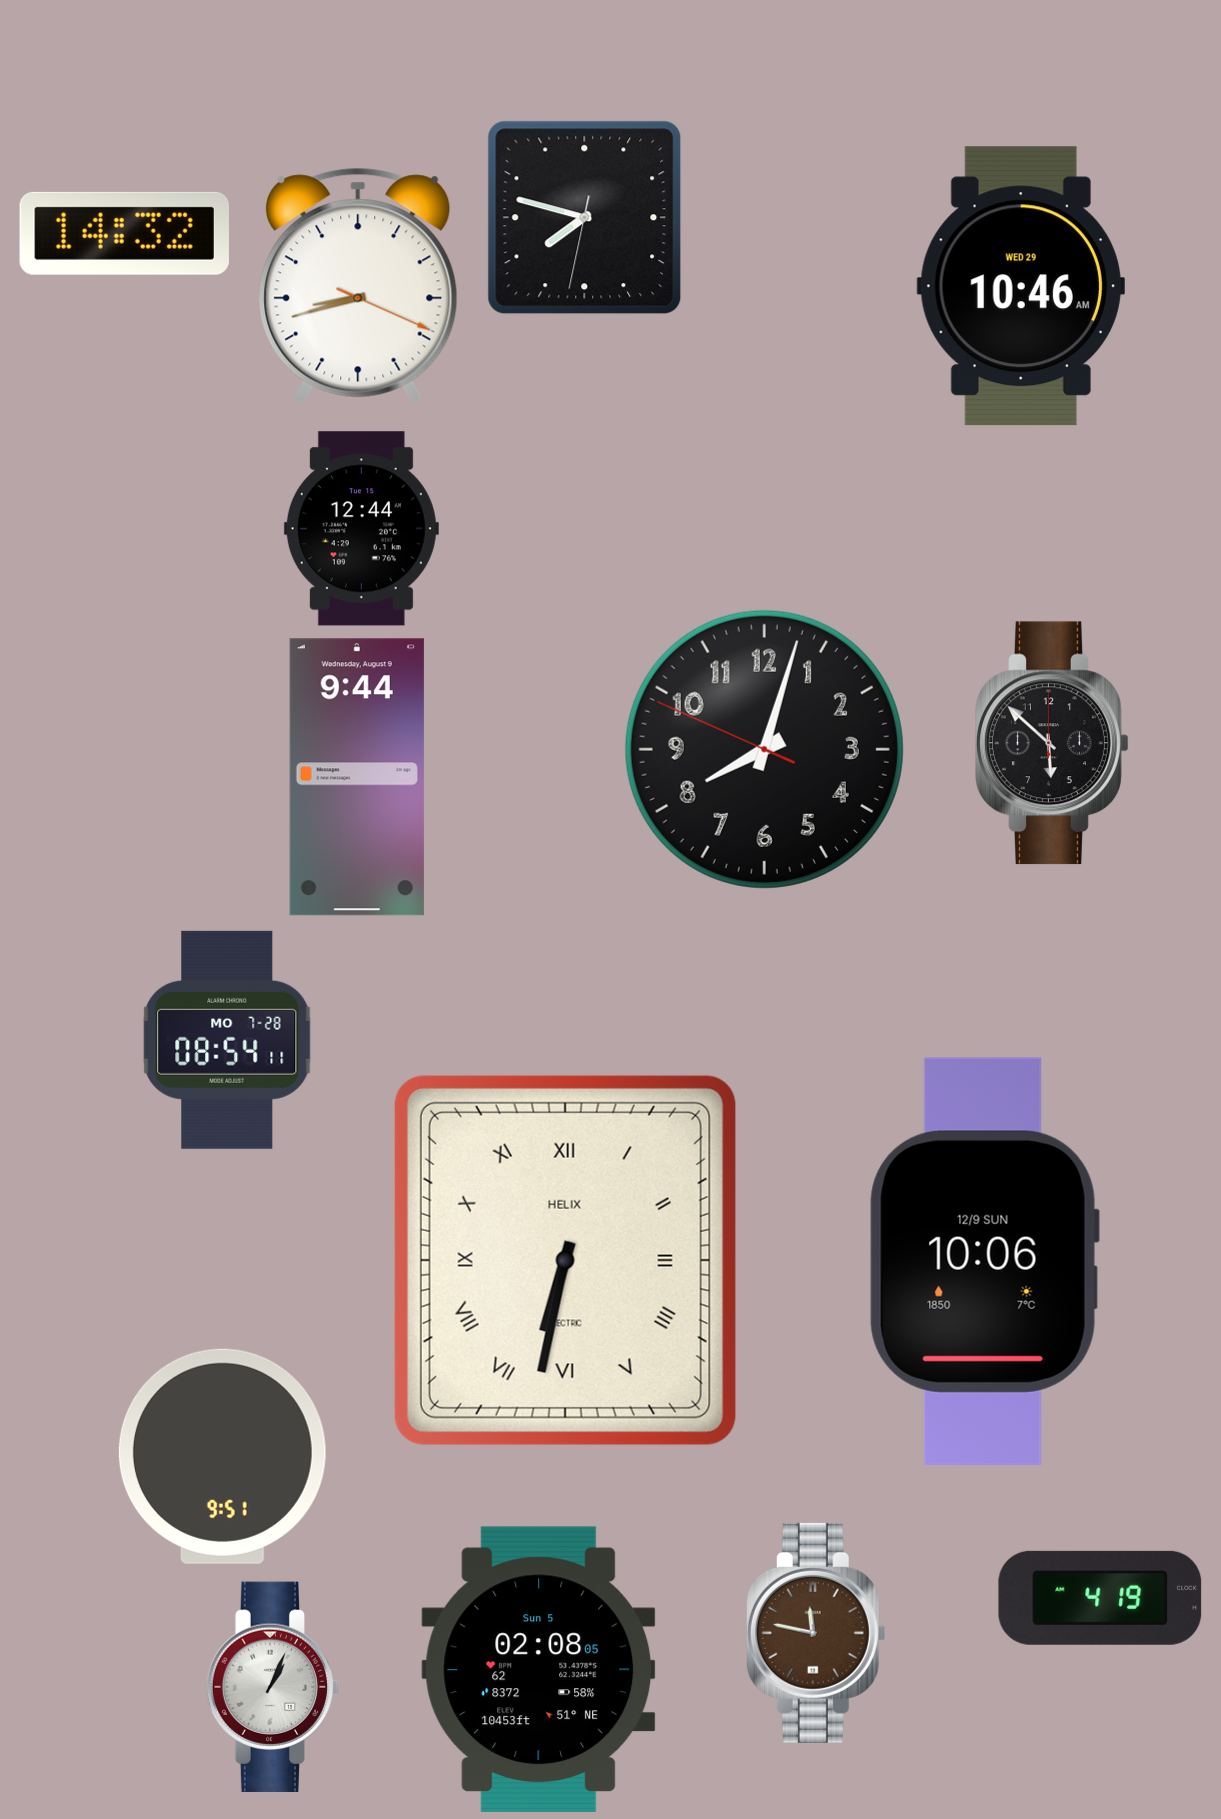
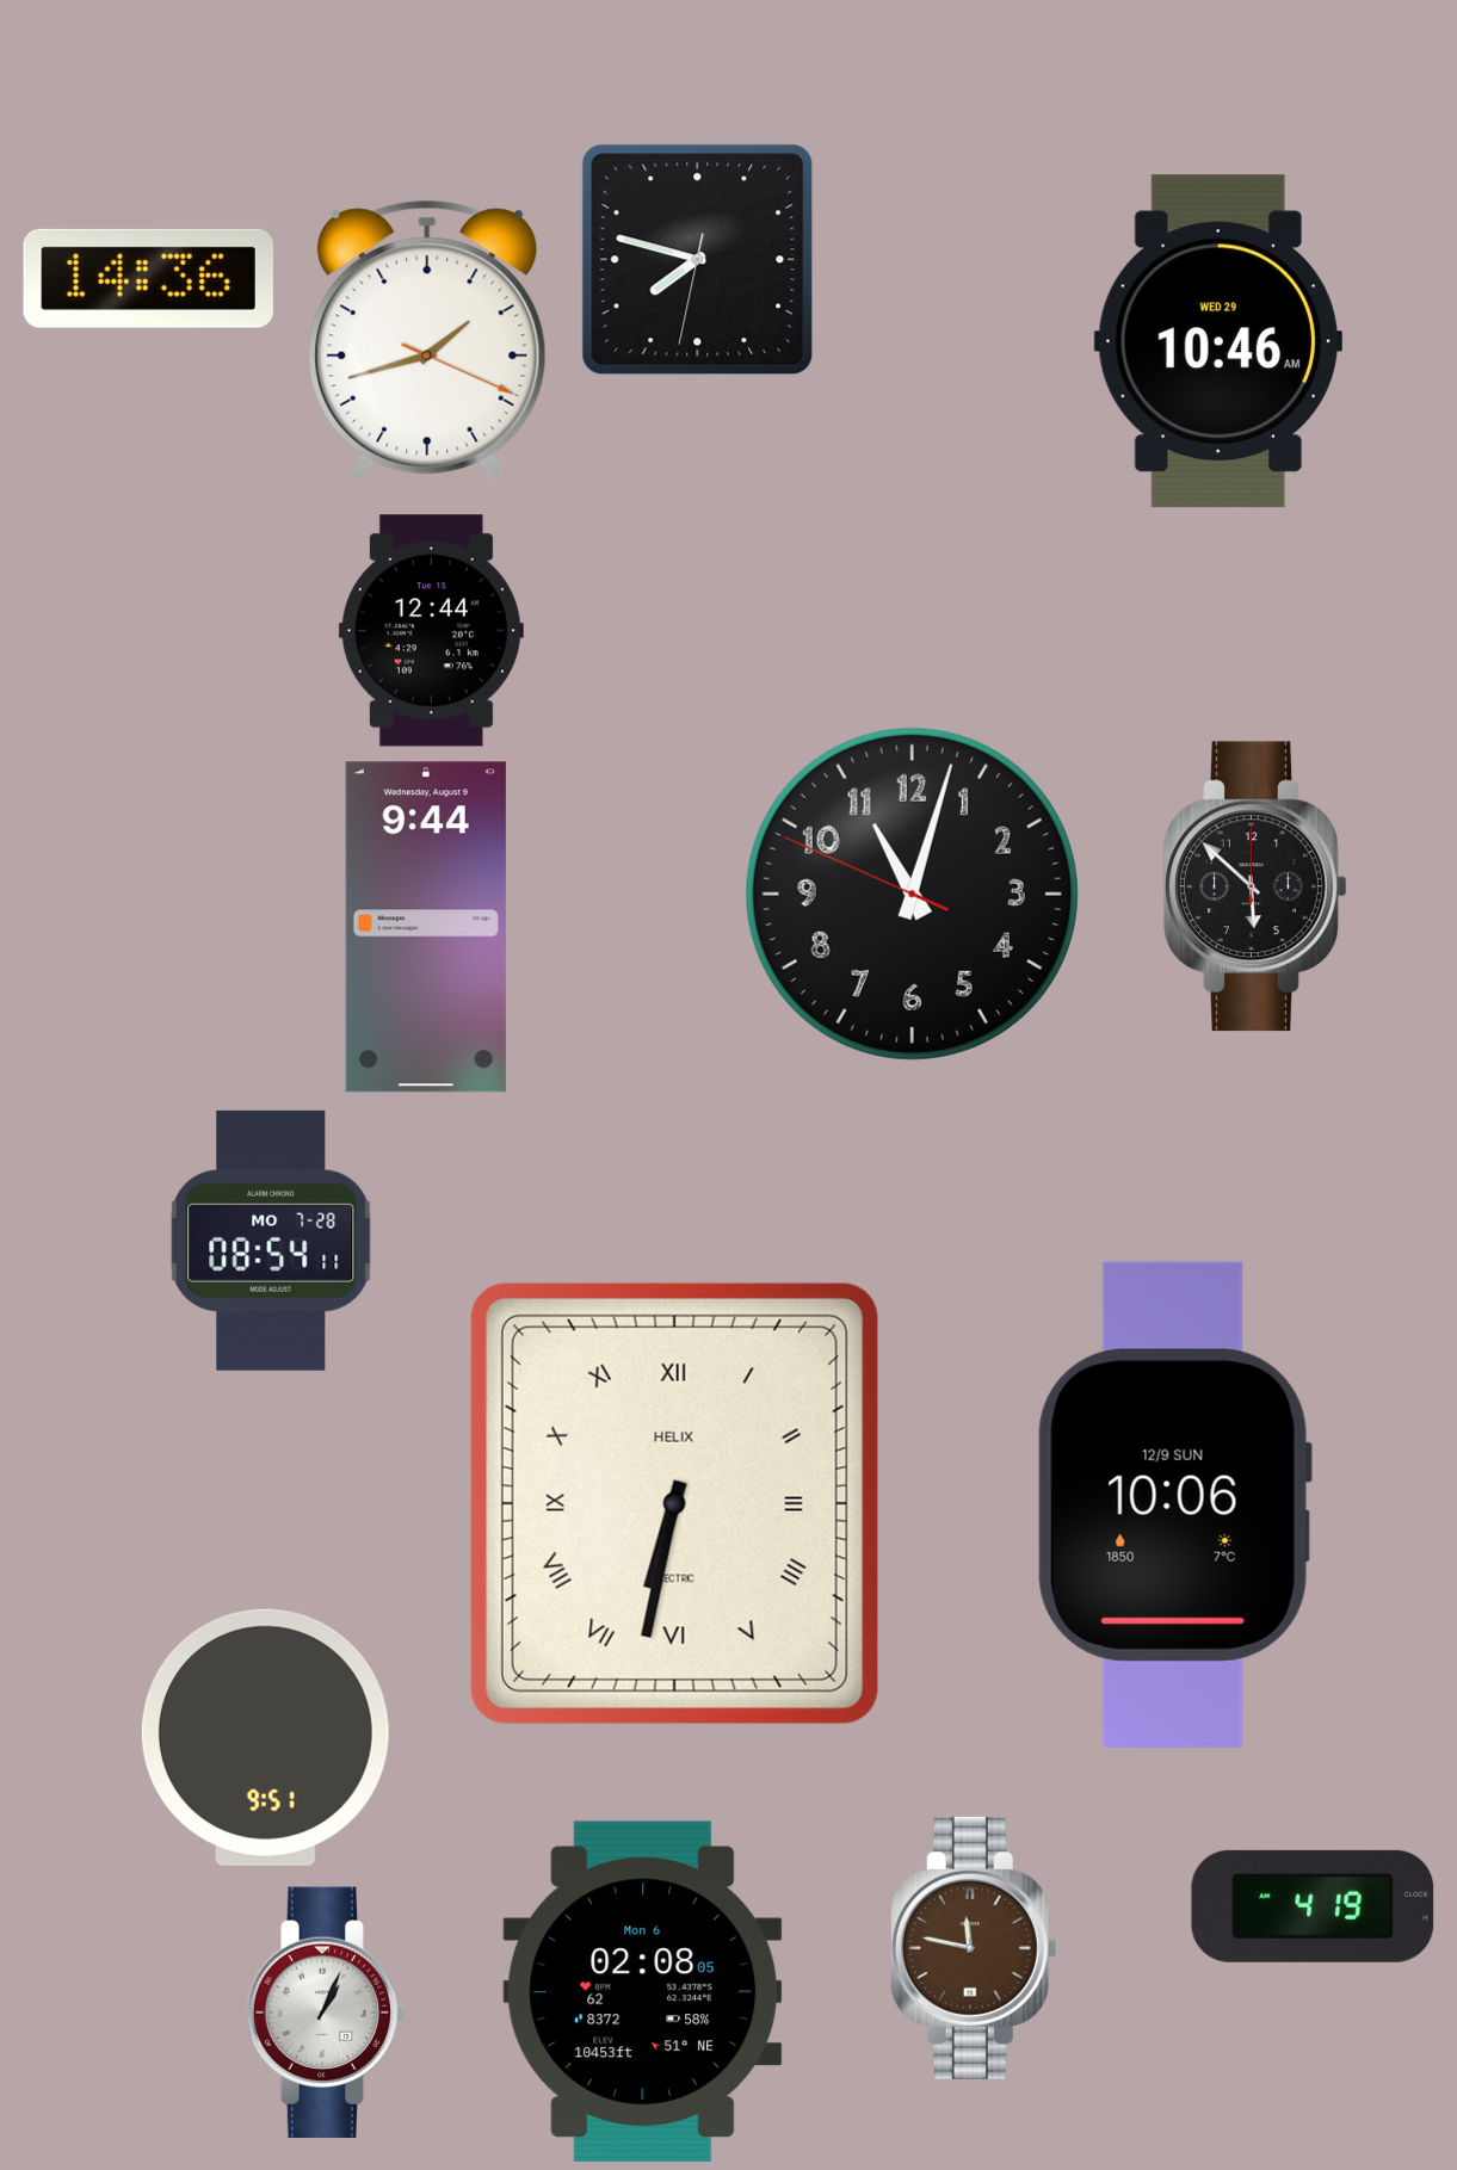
clock at (124, 233): 14:32 -> 14:36
clock at (358, 286): 8:42 -> 1:42
clock at (764, 749): 8:02 -> 11:02
clock at (539, 1669) date: Sun 5 -> Mon 6
